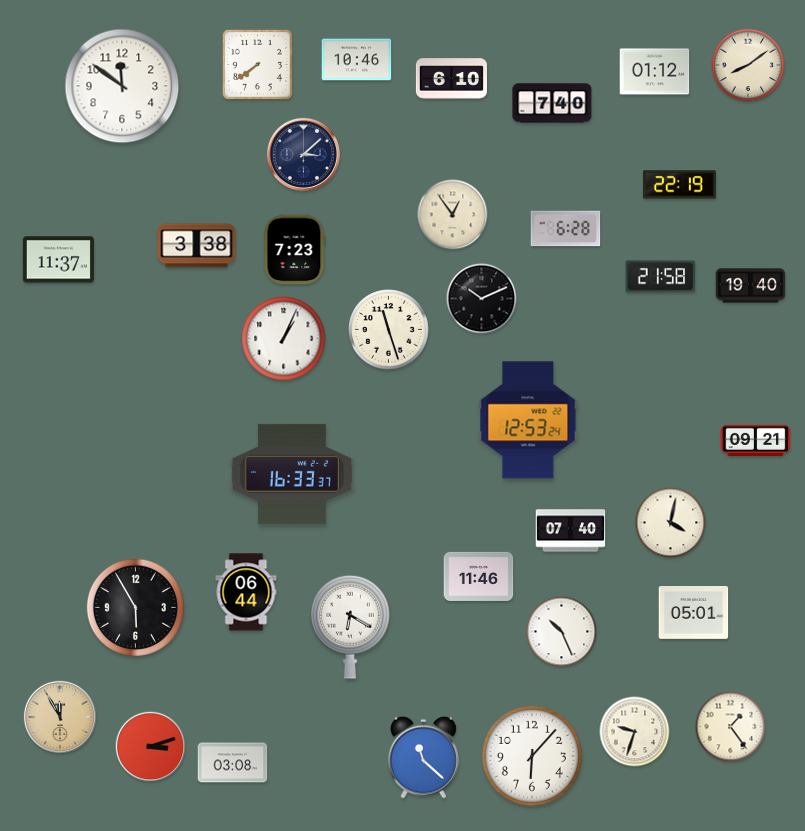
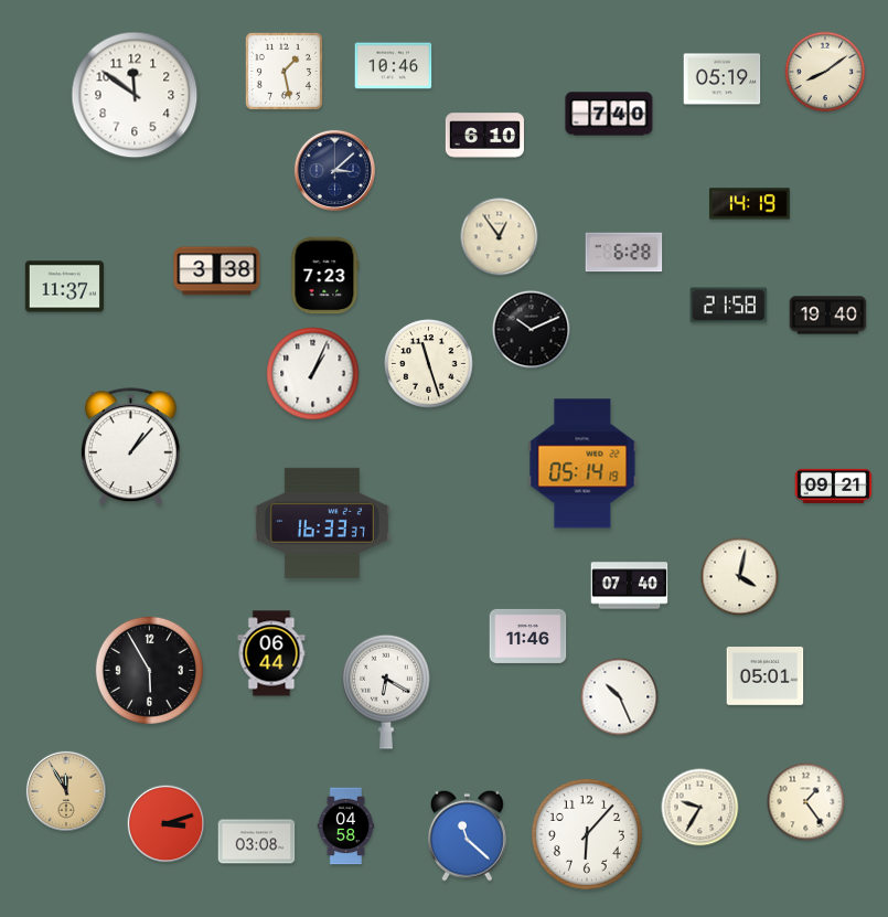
clock at (257, 64): 7:39 -> 1:28
clock at (655, 72): 01:12 -> 05:19
clock at (451, 79) position: (451, 79) -> (484, 136)
clock at (680, 185): 22:19 -> 14:19
clock at (130, 447): none -> 1:07
clock at (528, 420): 12:53 -> 05:14
clock at (635, 732): 9:33 -> 9:35
clock at (346, 827): none -> 04:58
